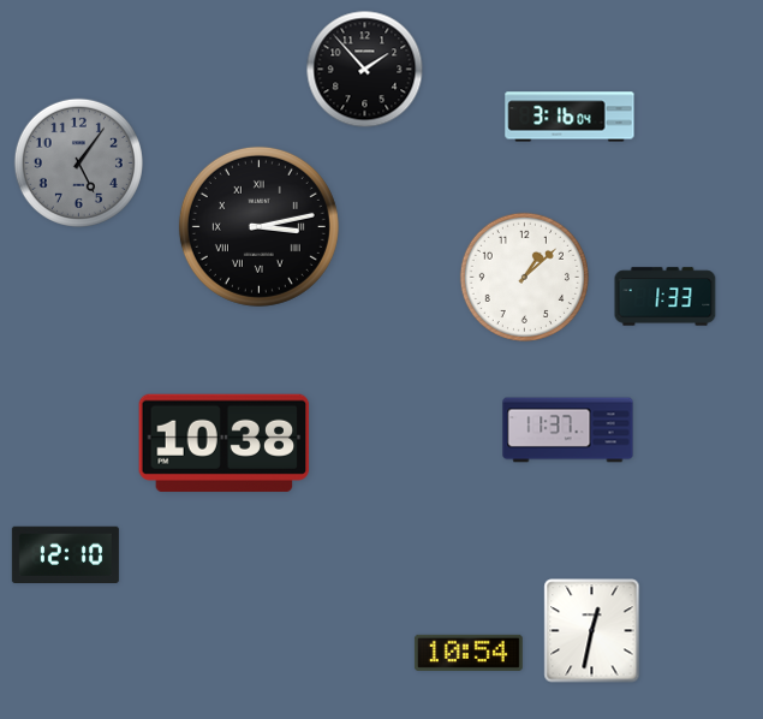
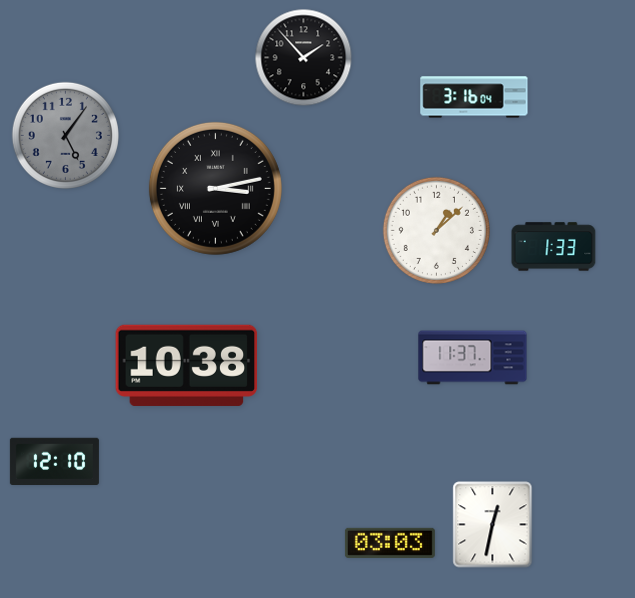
clock at (225, 442) position: (225, 442) -> (187, 365)
clock at (469, 653): 10:54 -> 03:03
